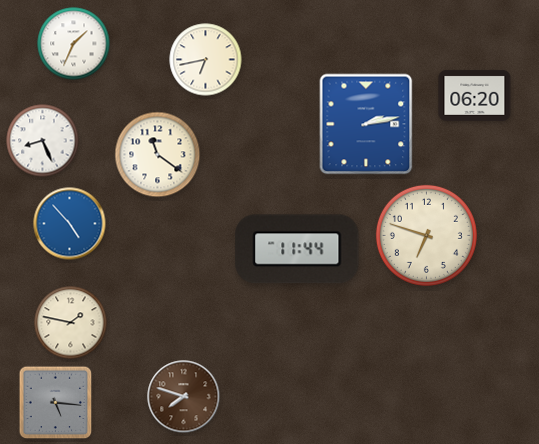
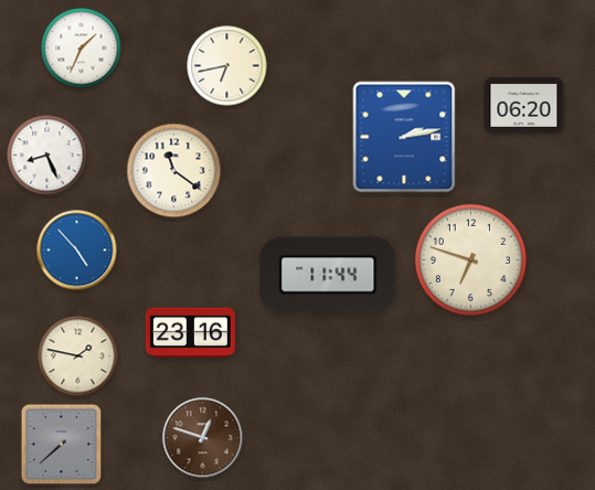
clock at (70, 224) position: (70, 224) -> (77, 251)
clock at (190, 333): none -> 23:16
clock at (184, 397): 7:48 -> 12:48
clock at (56, 403): 5:16 -> 7:38
